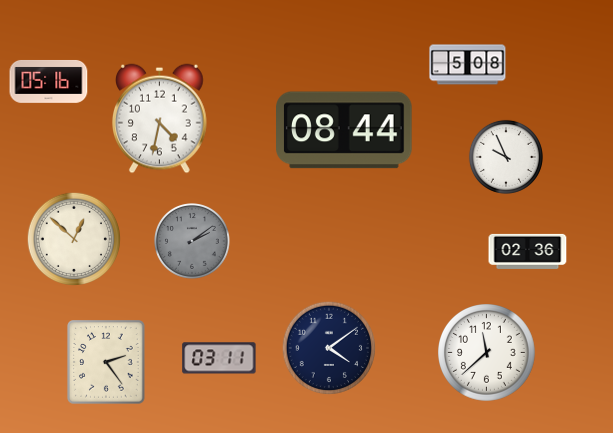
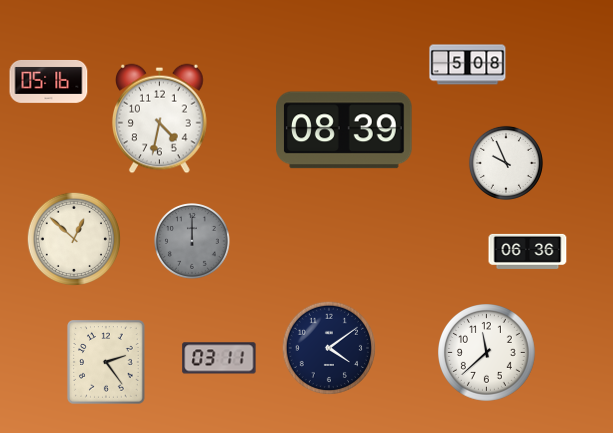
clock at (345, 130): 08:44 -> 08:39
clock at (506, 157) position: (506, 157) -> (506, 163)
clock at (193, 242): 2:09 -> 12:00
clock at (528, 251): 02:36 -> 06:36
